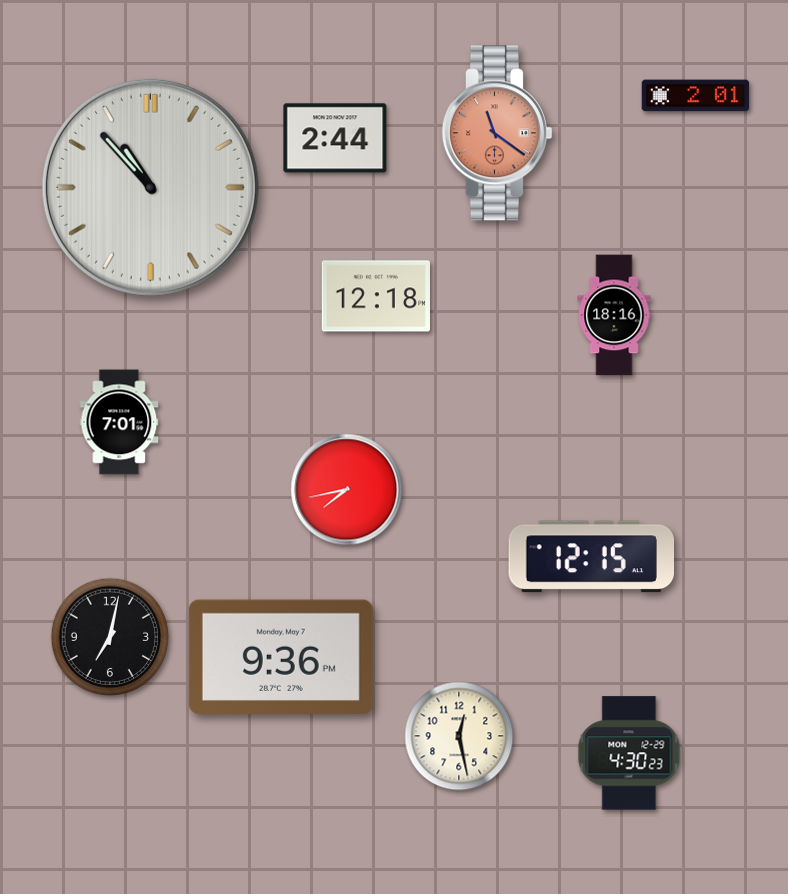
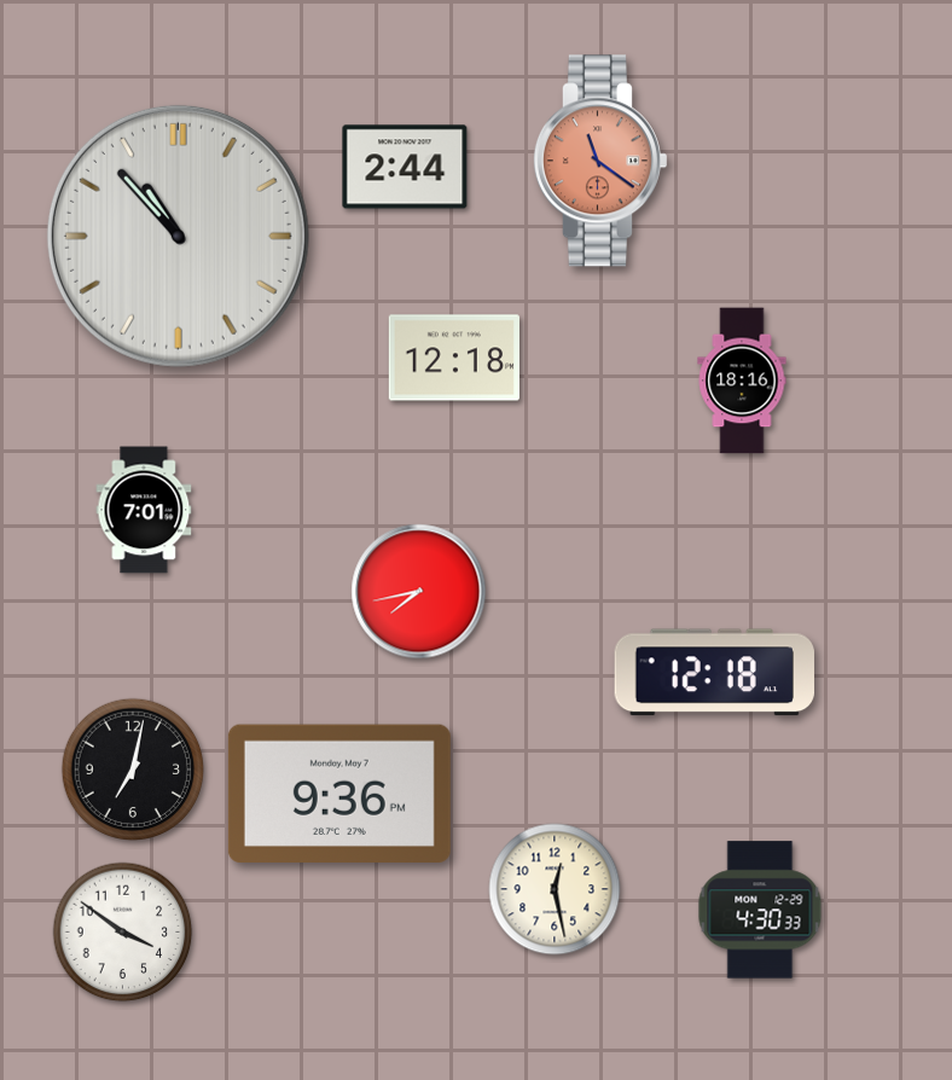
clock at (696, 96): 2:01 -> none
clock at (150, 187) position: (150, 187) -> (178, 236)
clock at (591, 557): 12:15 -> 12:18
clock at (629, 753): 4:30:23 -> 4:30:33
clock at (123, 933): none -> 3:51
